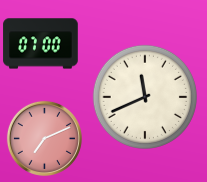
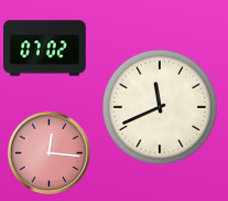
clock at (41, 44): 07:00 -> 07:02
clock at (44, 138): 7:11 -> 12:16
